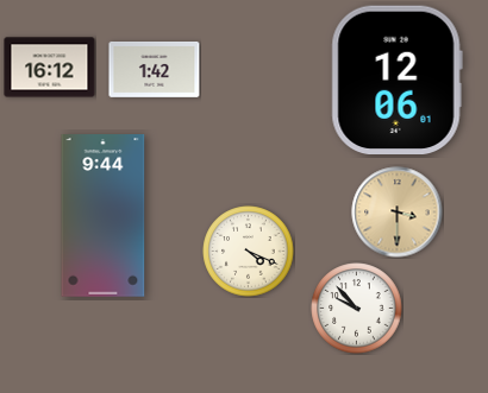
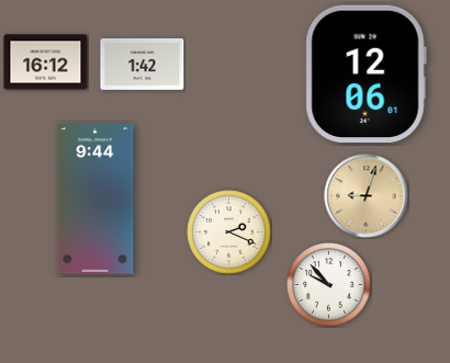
clock at (398, 213): 3:30 -> 9:03
clock at (249, 252): 4:19 -> 2:19
